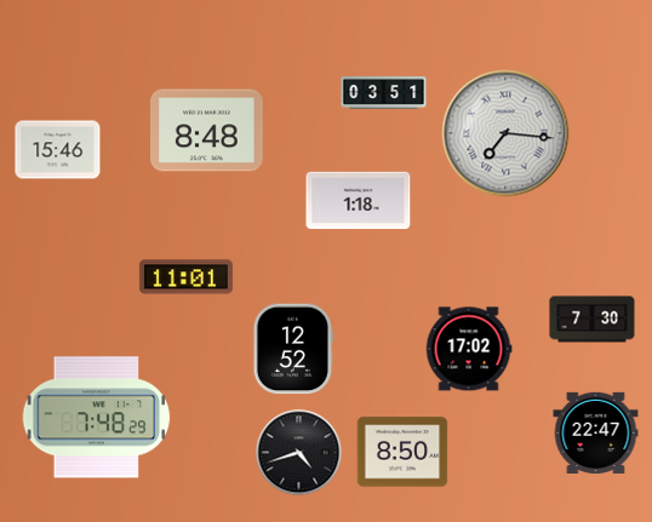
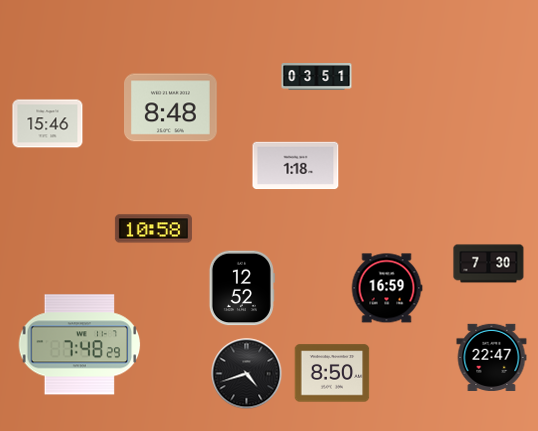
clock at (505, 133): 7:16 -> none
clock at (185, 277): 11:01 -> 10:58
clock at (469, 349): 17:02 -> 16:59
